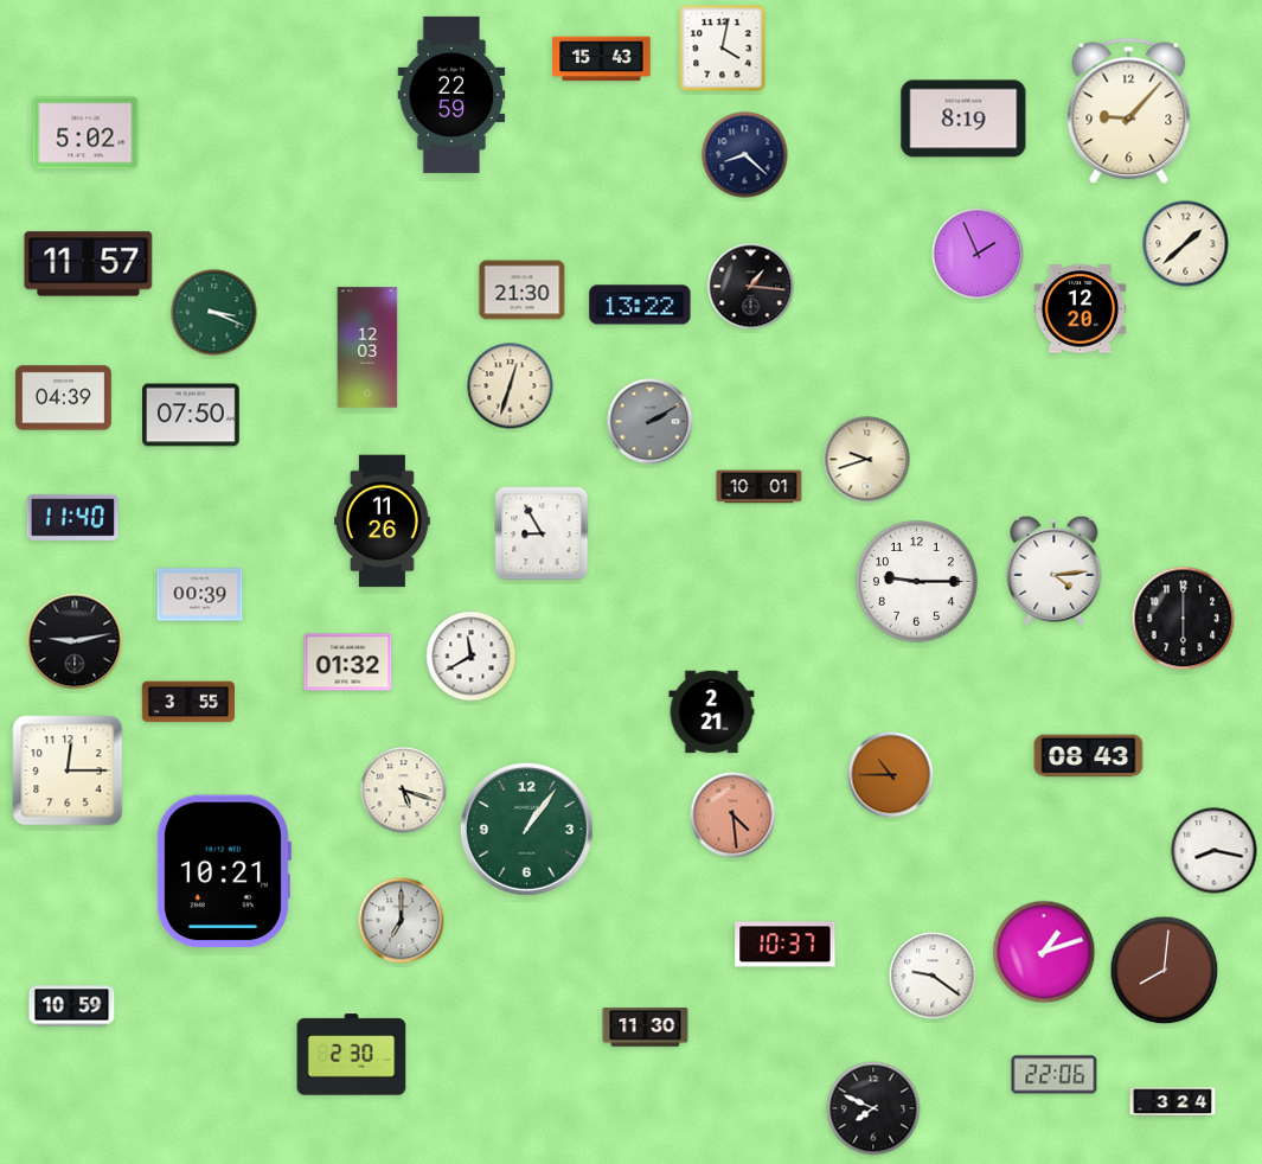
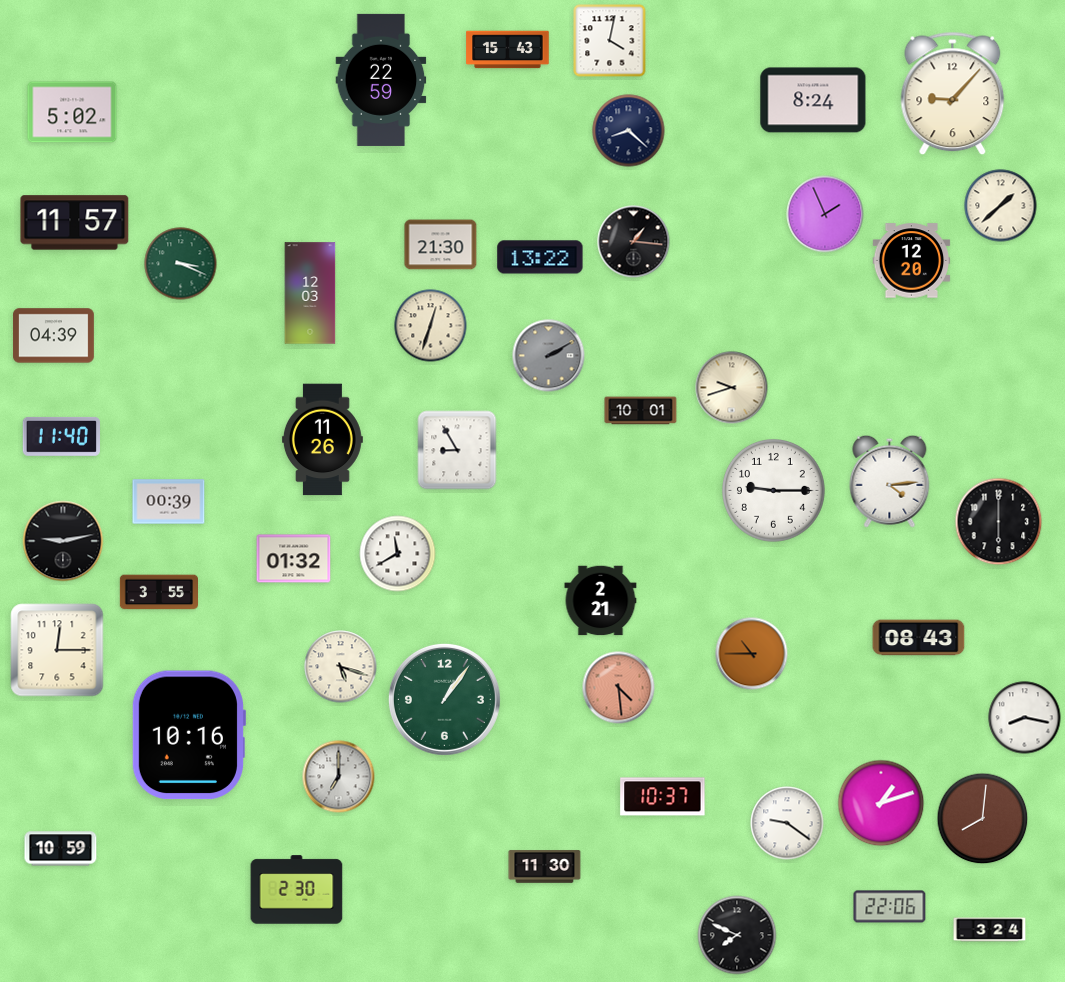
clock at (963, 119): 8:19 -> 8:24
clock at (191, 415): 07:50 -> none
clock at (223, 871): 10:21 -> 10:16
